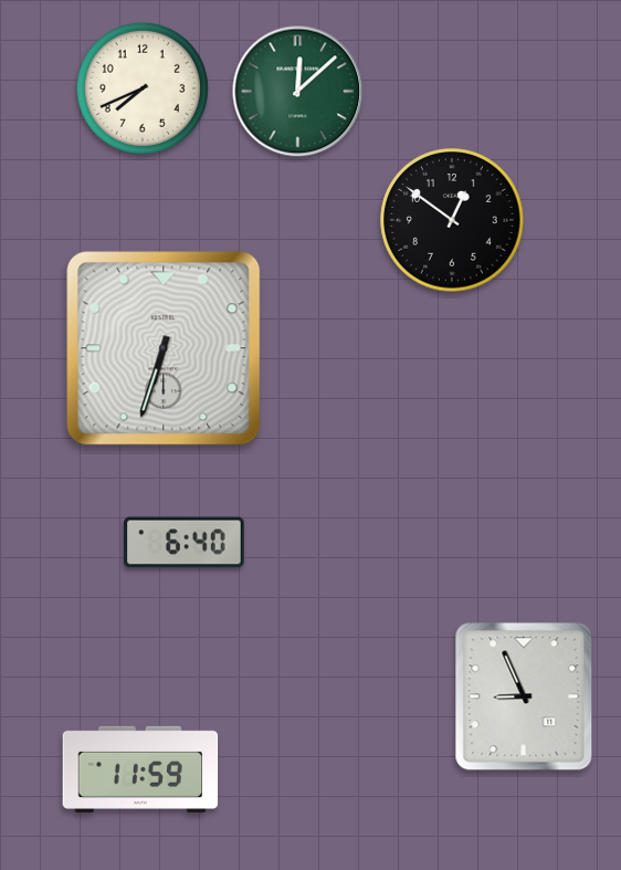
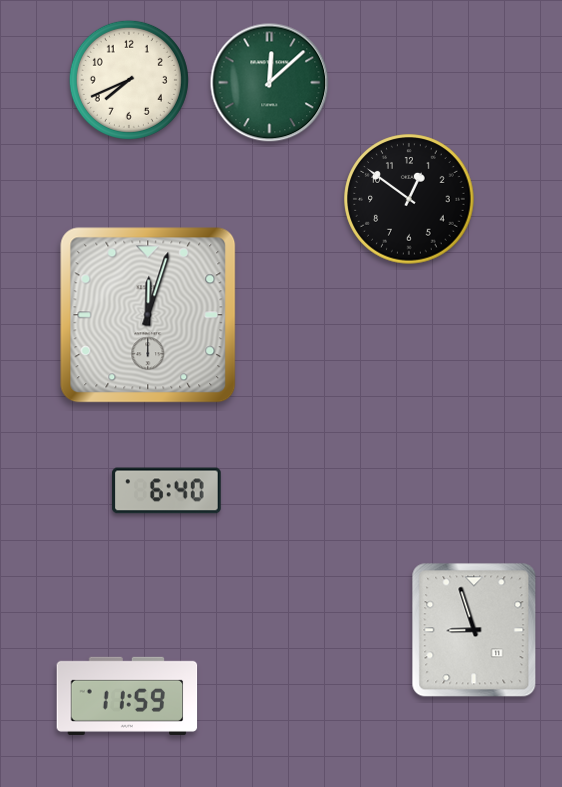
clock at (164, 348): 6:33 -> 12:03
clock at (524, 696): 8:56 -> 8:57
